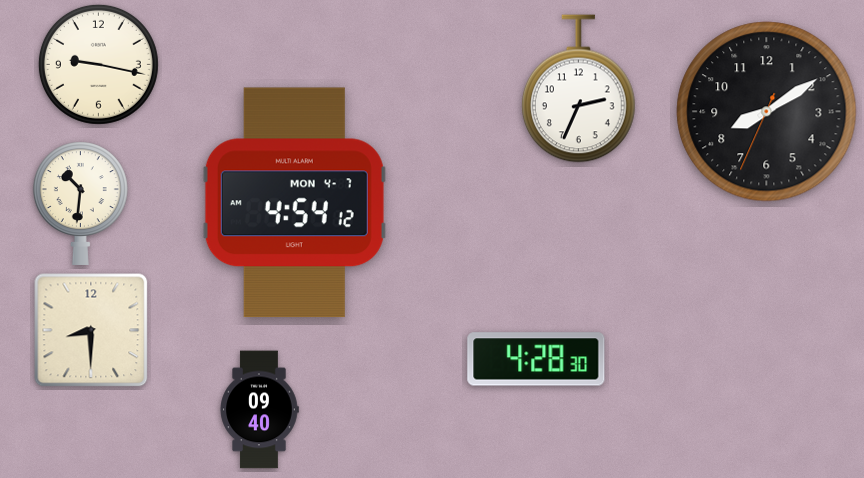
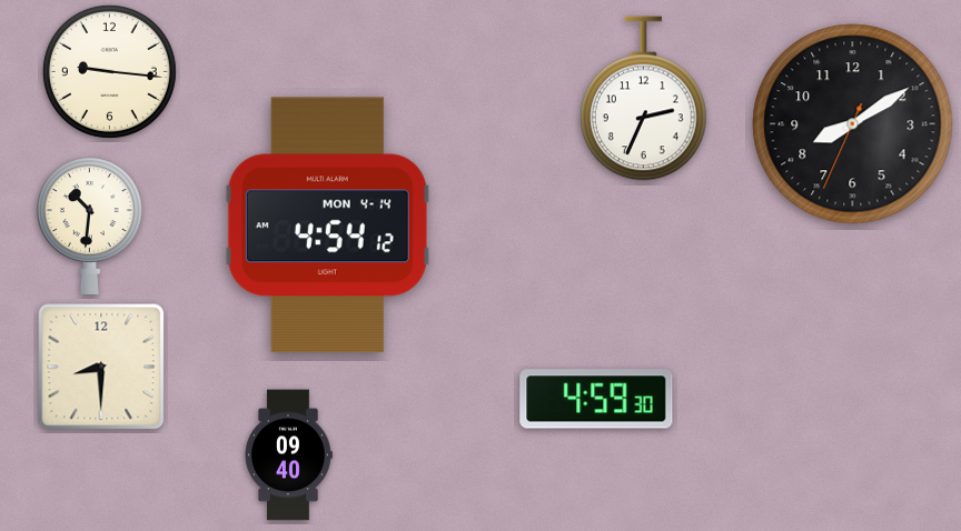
clock at (98, 64): 9:17 -> 9:16
clock at (294, 203) date: MON 4-7 -> MON 4-14
clock at (536, 359): 4:28 -> 4:59
